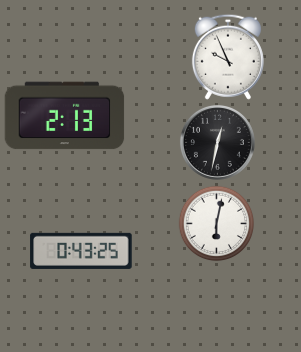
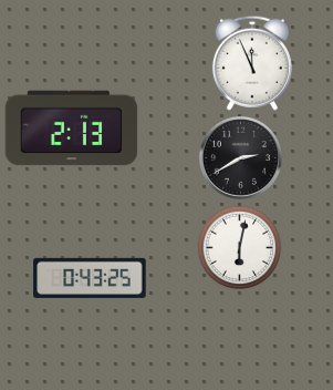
clock at (228, 57): 9:56 -> 11:56
clock at (217, 142): 12:32 -> 2:40
